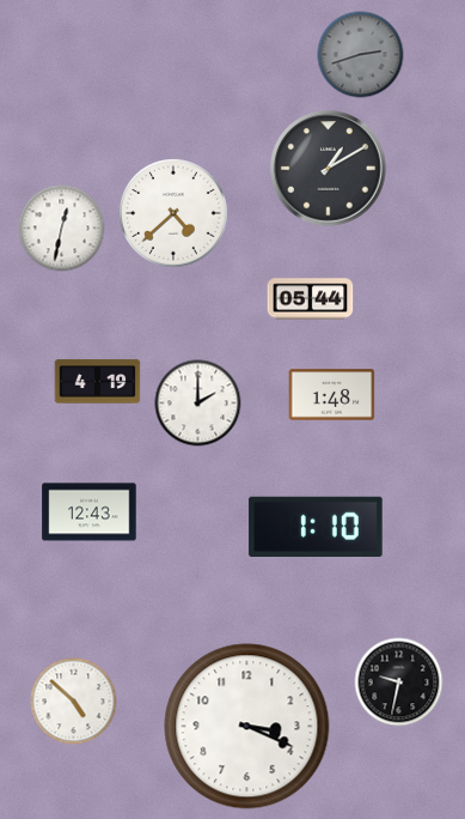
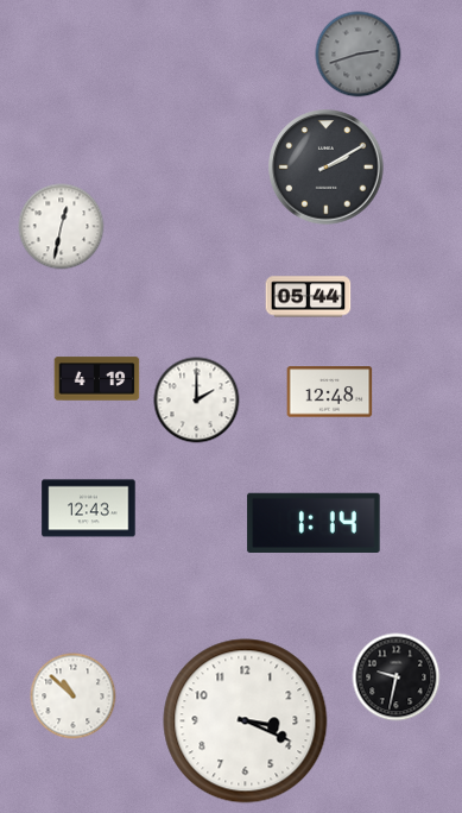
clock at (329, 169): 1:10 -> 2:10
clock at (175, 214): 4:38 -> none
clock at (332, 395): 1:48 -> 12:48
clock at (316, 527): 1:10 -> 1:14
clock at (74, 702): 4:52 -> 10:52
